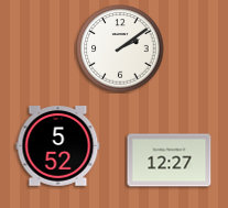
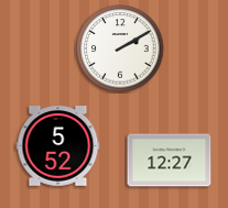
clock at (120, 48): 2:09 -> 2:10
